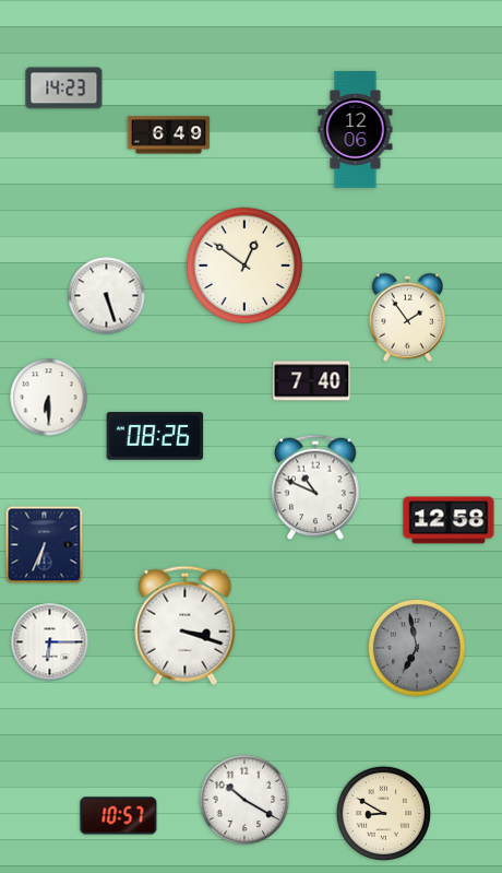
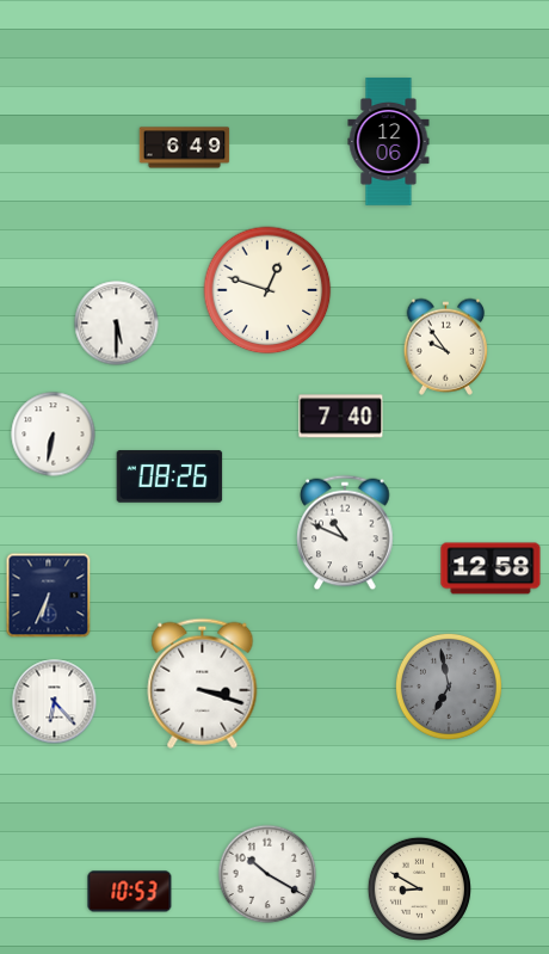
clock at (64, 89): 14:23 -> none
clock at (244, 266): 12:51 -> 12:48
clock at (107, 296): 5:27 -> 5:30
clock at (408, 317): 1:54 -> 9:54
clock at (49, 398): 6:30 -> 6:32
clock at (50, 642): 6:15 -> 6:23
clock at (417, 648) position: (417, 648) -> (449, 687)
clock at (119, 816): 10:57 -> 10:53
